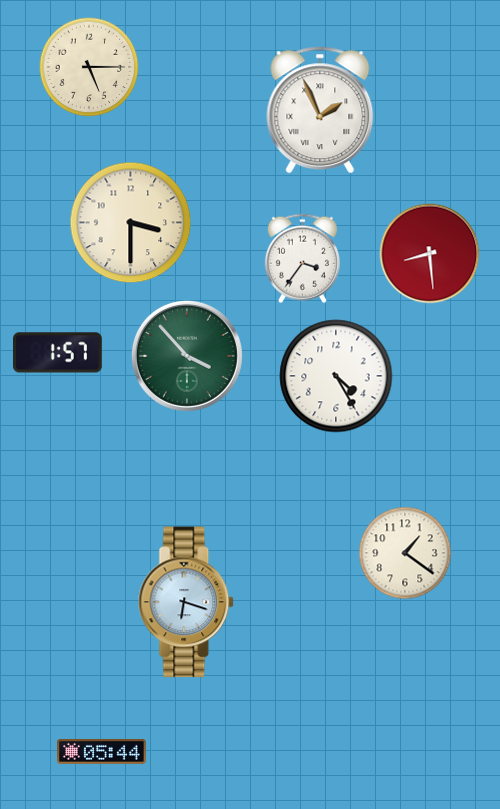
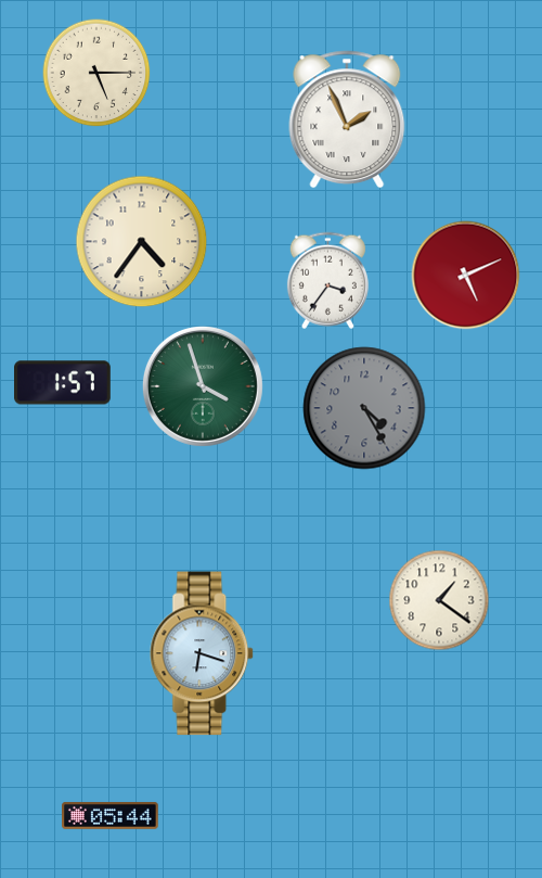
clock at (131, 223): 3:30 -> 4:36
clock at (430, 254): 8:29 -> 5:11
clock at (187, 356): 3:53 -> 3:57
clock at (336, 376) dial: white -> grey
